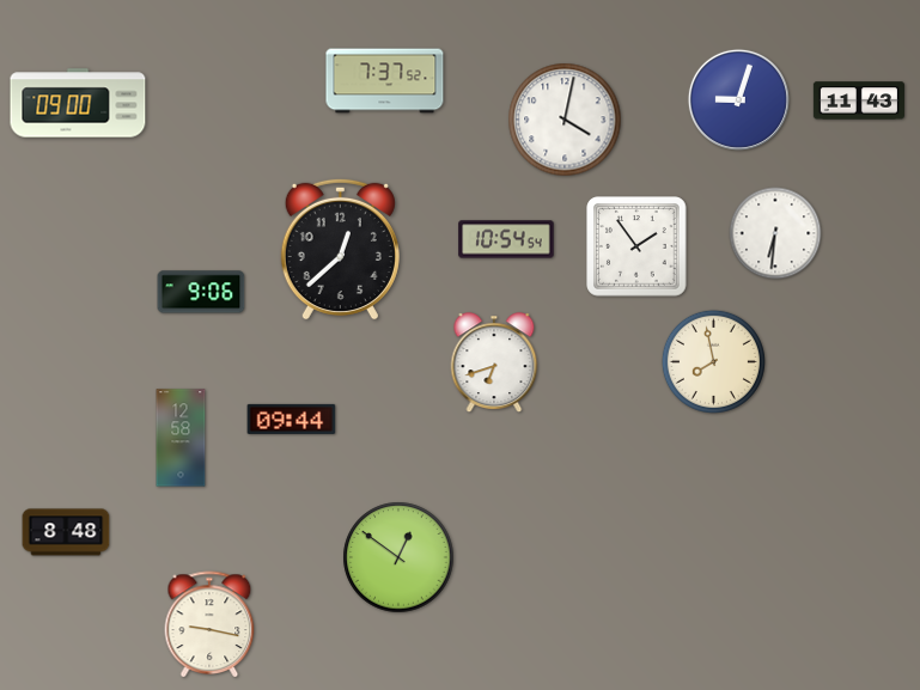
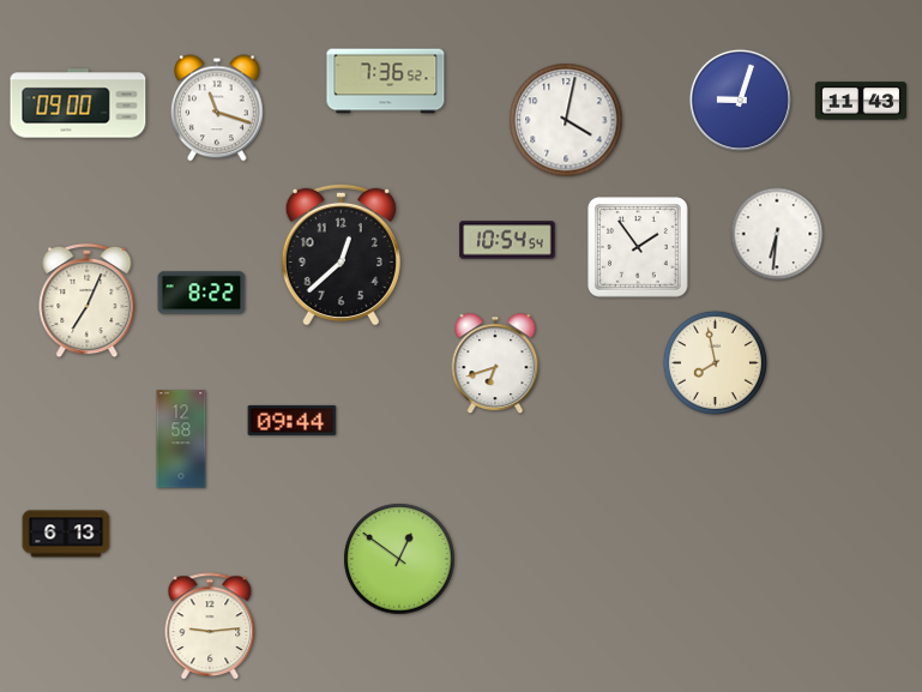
clock at (385, 81): 7:37 -> 7:36
clock at (218, 108): none -> 11:18
clock at (340, 249) position: (340, 249) -> (341, 254)
clock at (201, 292): 9:06 -> 8:22
clock at (88, 301): none -> 7:04
clock at (66, 532): 8:48 -> 6:13
clock at (209, 624): 9:17 -> 9:14
